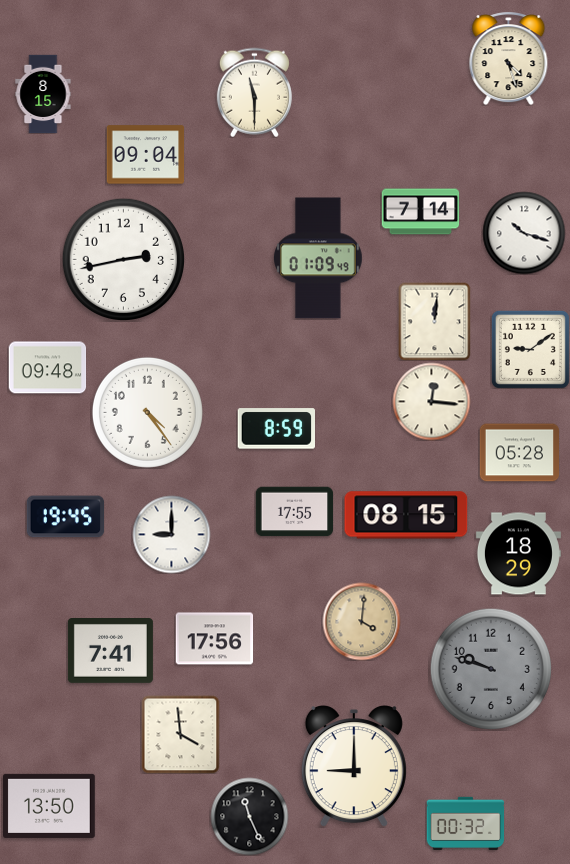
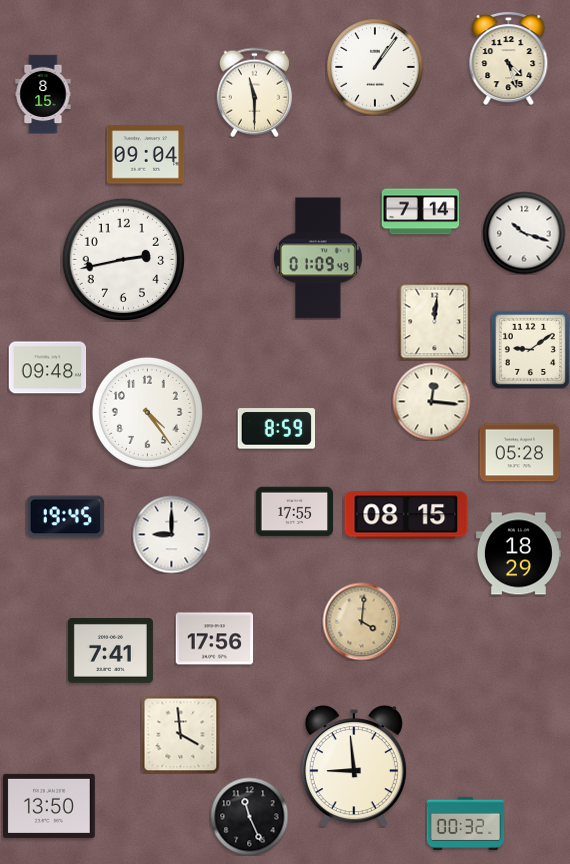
clock at (375, 67): none -> 1:06
clock at (490, 668): 9:48 -> none
clock at (354, 766): 9:00 -> 8:59
